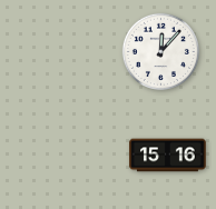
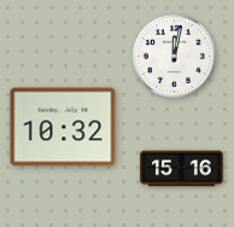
clock at (160, 51): 12:07 -> 12:02
clock at (63, 127): none -> 10:32
